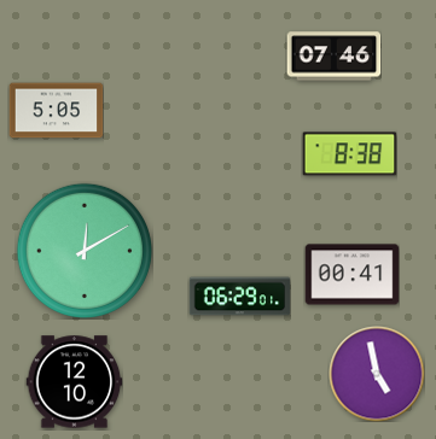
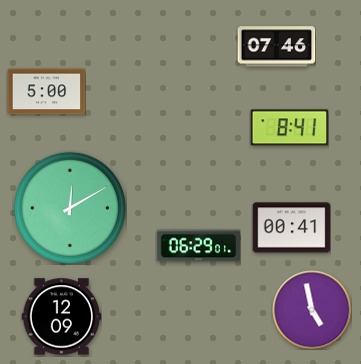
clock at (56, 111): 5:05 -> 5:00
clock at (349, 154): 8:38 -> 8:41
clock at (74, 382): 12:10 -> 12:09
